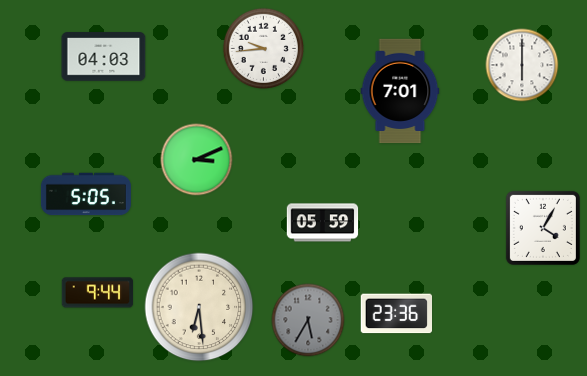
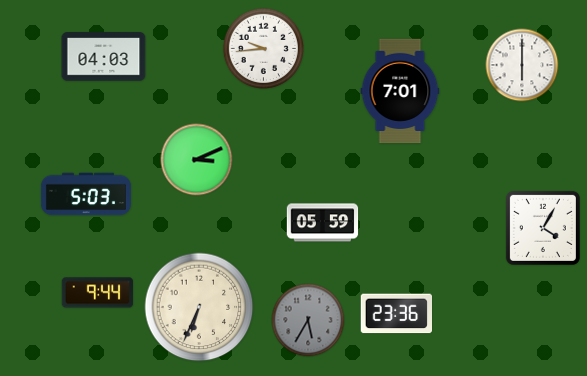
clock at (86, 194): 5:05 -> 5:03
clock at (199, 307): 6:29 -> 6:34
